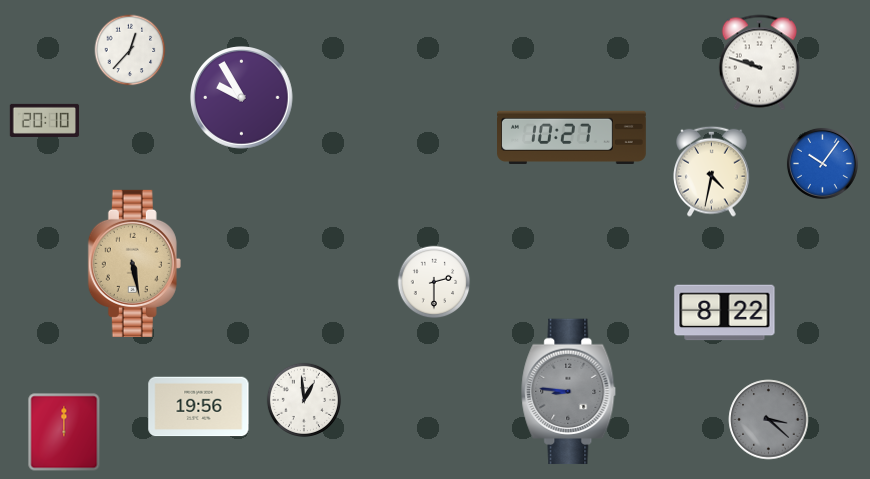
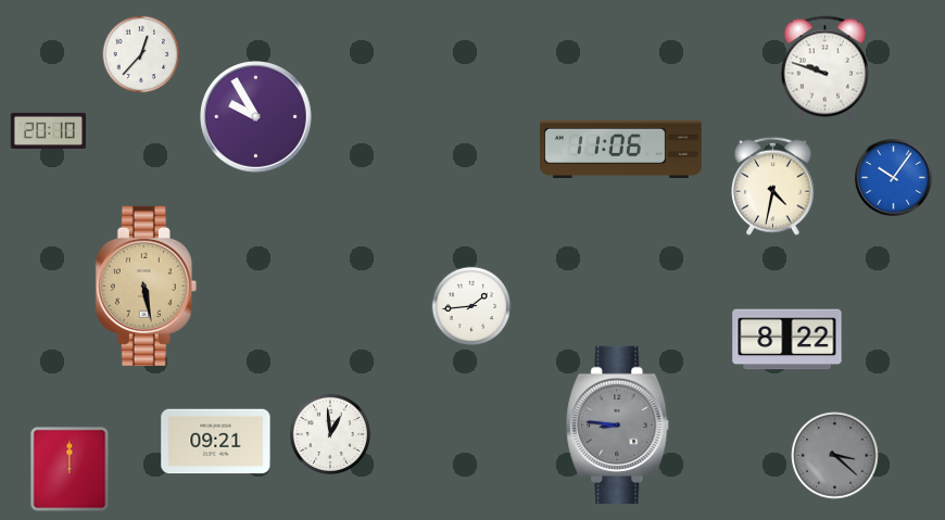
clock at (242, 98) position: (242, 98) -> (256, 117)
clock at (572, 137): 10:27 -> 11:06
clock at (434, 282): 2:30 -> 1:44
clock at (199, 407): 19:56 -> 09:21
